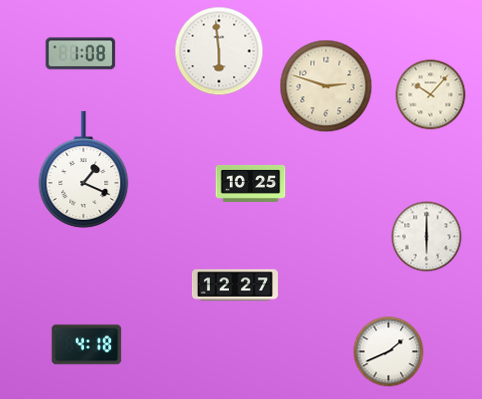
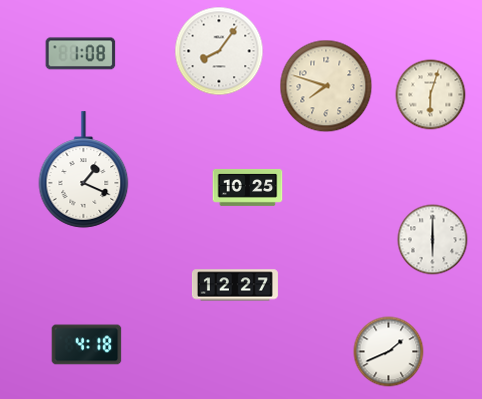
clock at (219, 51): 5:59 -> 8:06
clock at (326, 86): 2:48 -> 7:48
clock at (431, 95): 10:07 -> 6:03
clock at (251, 183) position: (251, 183) -> (248, 187)
clock at (427, 237) position: (427, 237) -> (433, 240)
